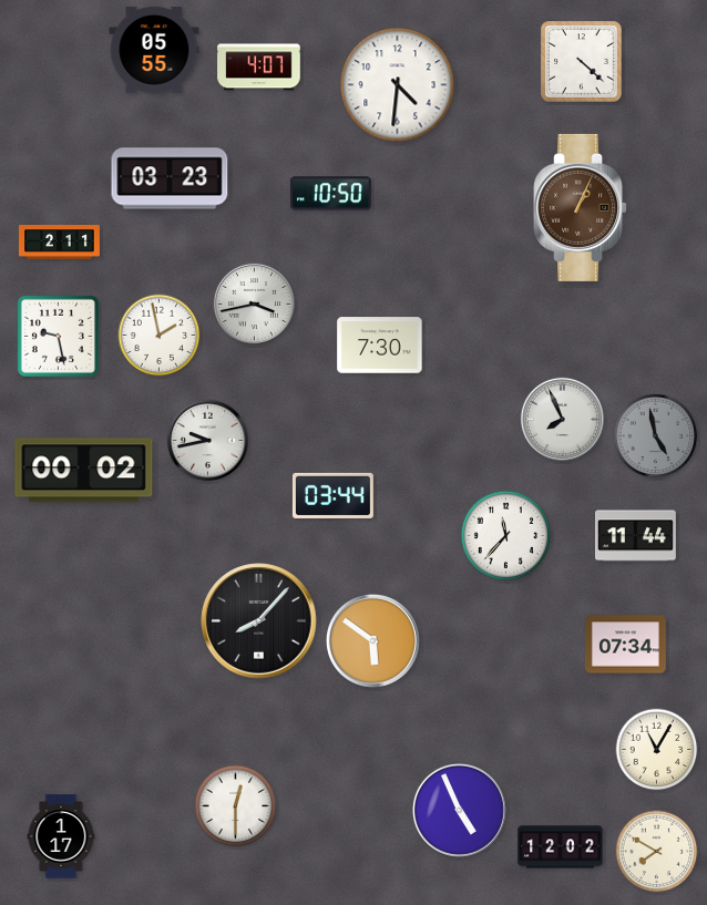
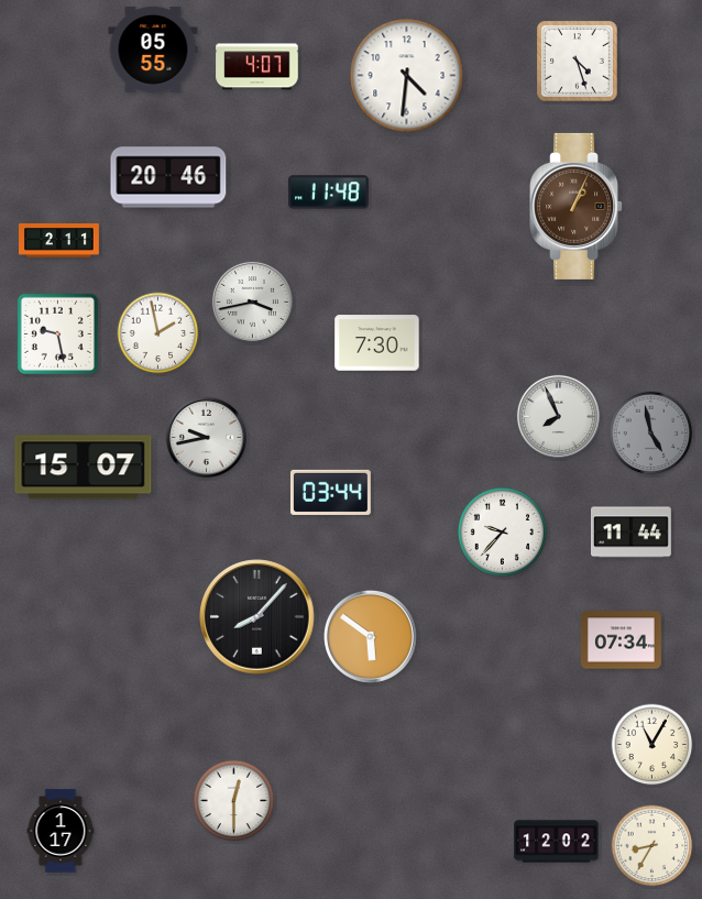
clock at (582, 62): 4:22 -> 4:27
clock at (398, 85) position: (398, 85) -> (407, 76)
clock at (170, 178): 03:23 -> 20:46
clock at (330, 194): 10:50 -> 11:48
clock at (84, 471): 00:02 -> 15:07
clock at (505, 535): 11:37 -> 9:37
clock at (459, 810): 4:56 -> none
clock at (657, 852): 7:50 -> 8:35
